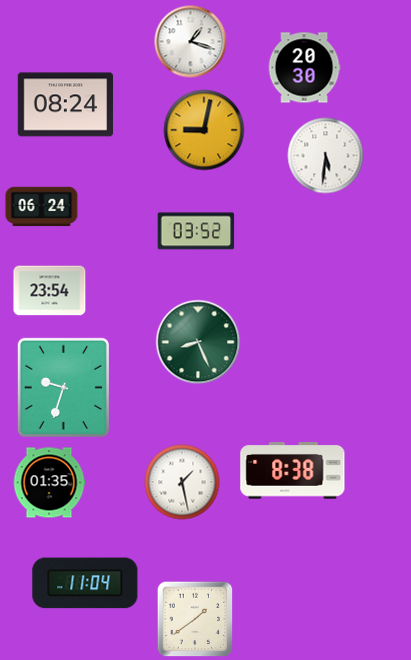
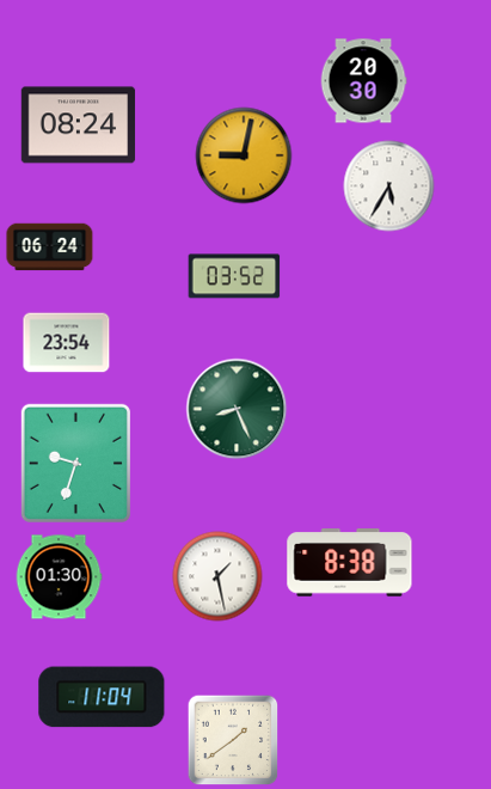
clock at (191, 42): 1:18 -> none
clock at (326, 156): 5:31 -> 5:35
clock at (50, 291) position: (50, 291) -> (67, 343)
clock at (49, 483): 01:35 -> 01:30
